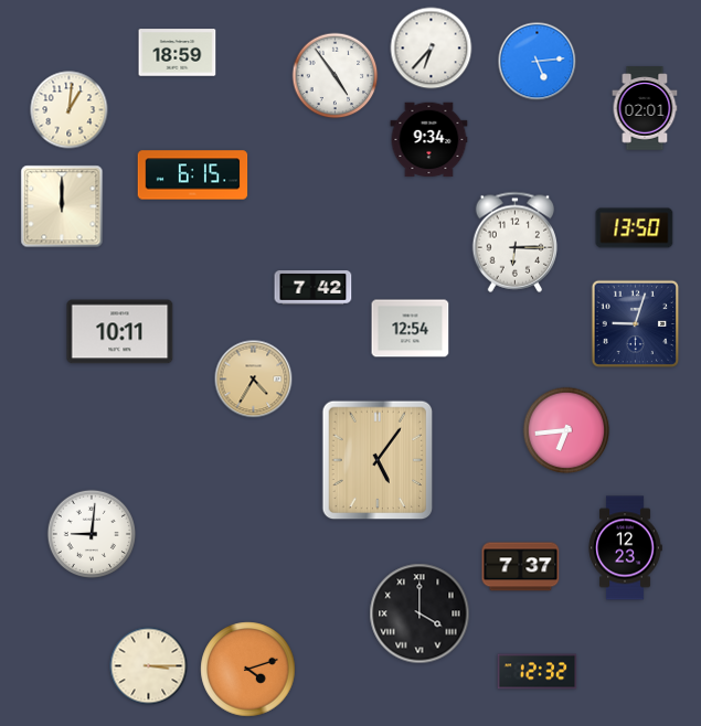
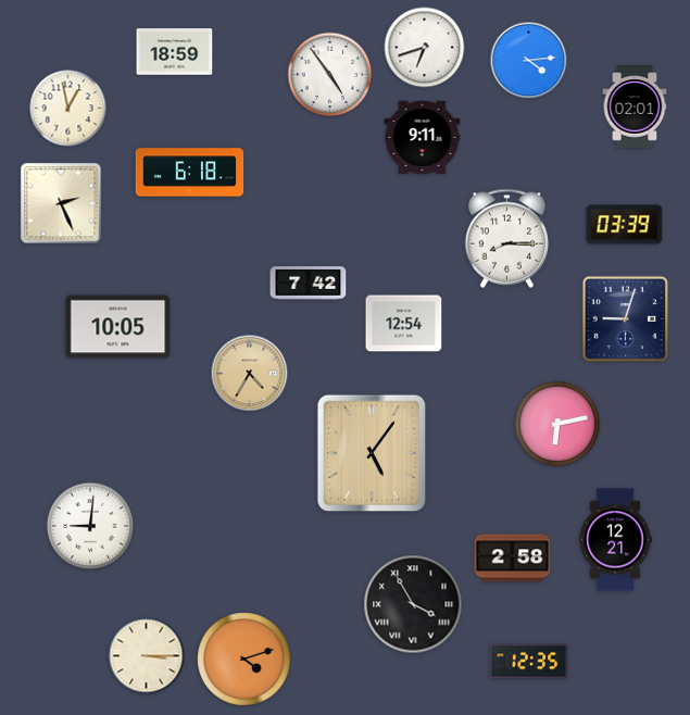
clock at (432, 49): 6:37 -> 6:42
clock at (538, 62): 5:14 -> 4:14
clock at (70, 110): 1:01 -> 12:58
clock at (429, 140): 9:34 -> 9:11
clock at (193, 175): 6:15 -> 6:18
clock at (62, 206): 12:00 -> 2:26
clock at (635, 228): 13:50 -> 03:39
clock at (516, 242): 6:15 -> 8:15
clock at (120, 332): 10:11 -> 10:05
clock at (566, 430): 6:44 -> 6:13
clock at (625, 548): 12:23 -> 12:21
clock at (521, 567): 7:37 -> 2:58
clock at (419, 613): 4:00 -> 3:55
clock at (538, 672): 12:32 -> 12:35
